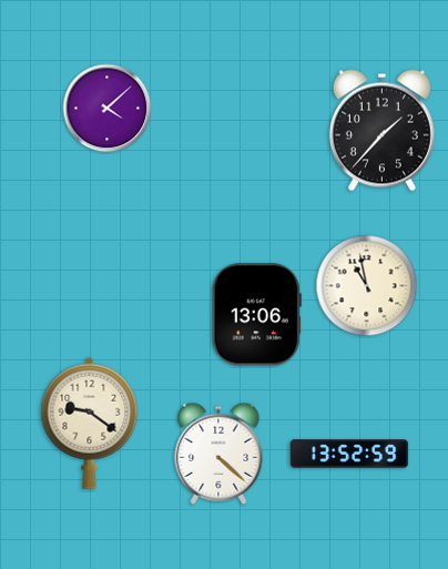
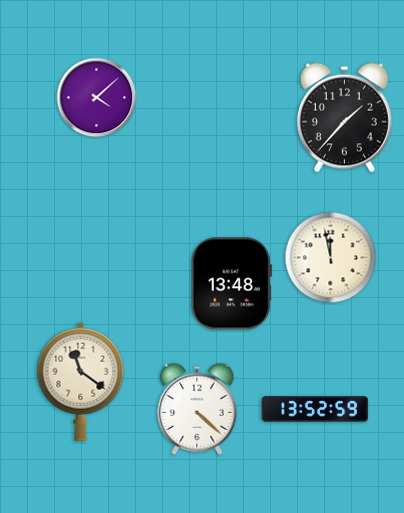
clock at (367, 286): 10:58 -> 11:58
clock at (256, 315): 13:06 -> 13:48
clock at (90, 423): 9:21 -> 11:21
